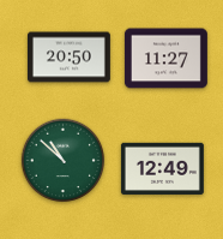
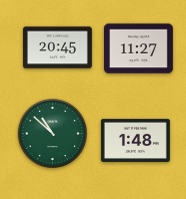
clock at (68, 58): 20:50 -> 20:45
clock at (162, 168): 12:49 -> 1:48
